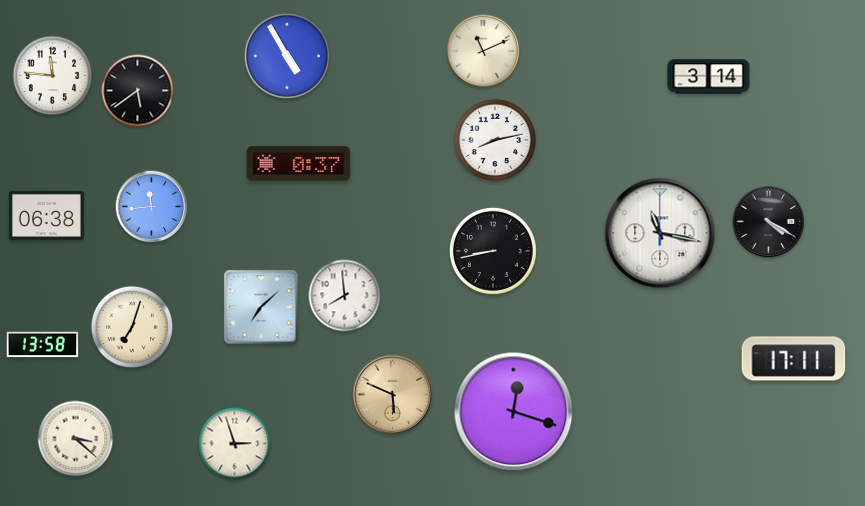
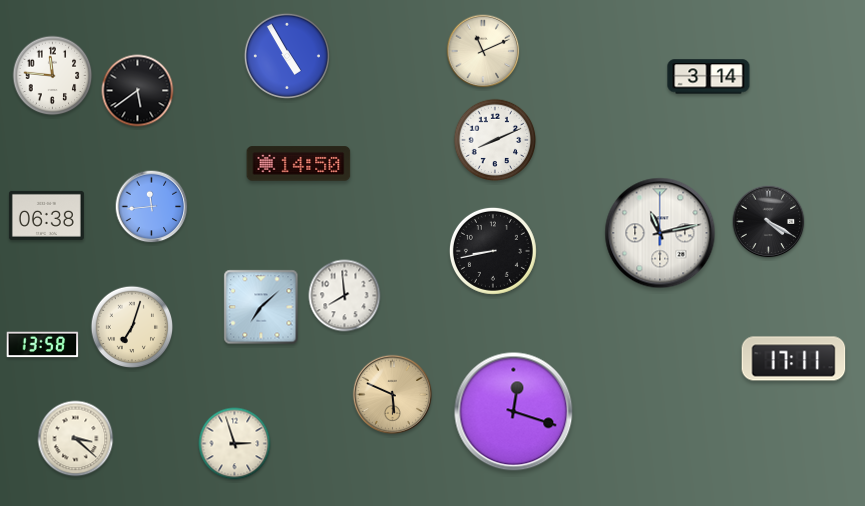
clock at (495, 140): 8:13 -> 8:11
clock at (299, 164): 0:37 -> 14:50
clock at (660, 233): 11:17 -> 11:13
